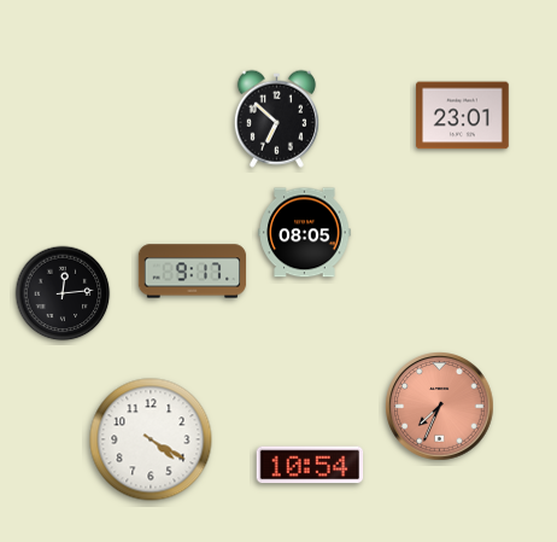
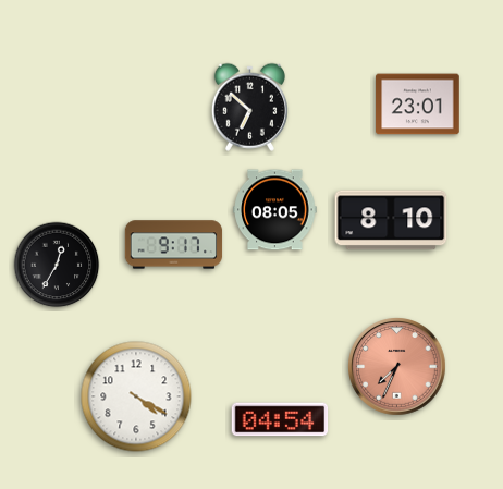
clock at (391, 220): none -> 8:10
clock at (63, 293): 12:14 -> 12:35
clock at (310, 465): 10:54 -> 04:54
